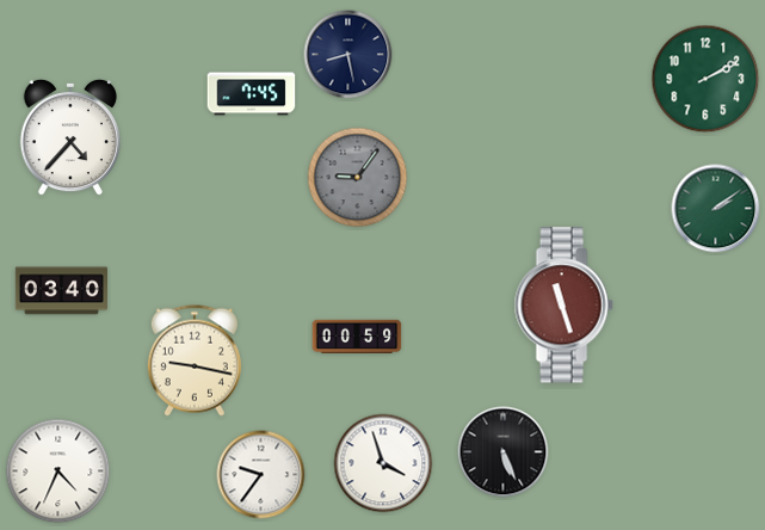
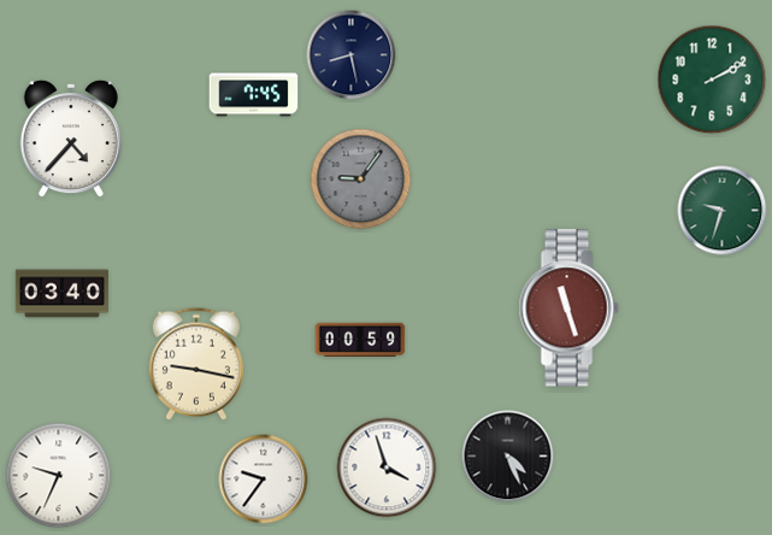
clock at (716, 209): 2:09 -> 9:33
clock at (504, 452): 5:26 -> 4:26
clock at (58, 472): 4:34 -> 9:34
